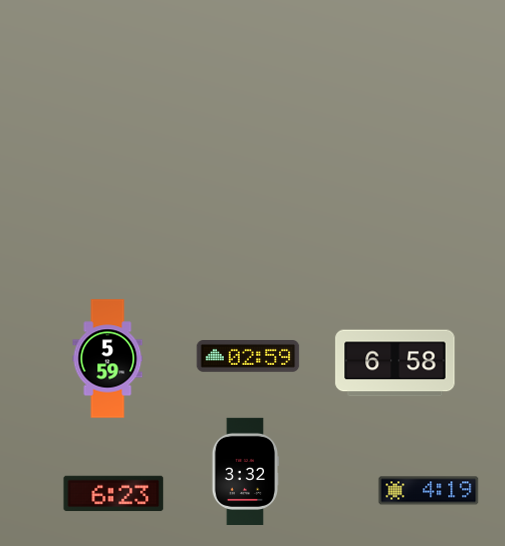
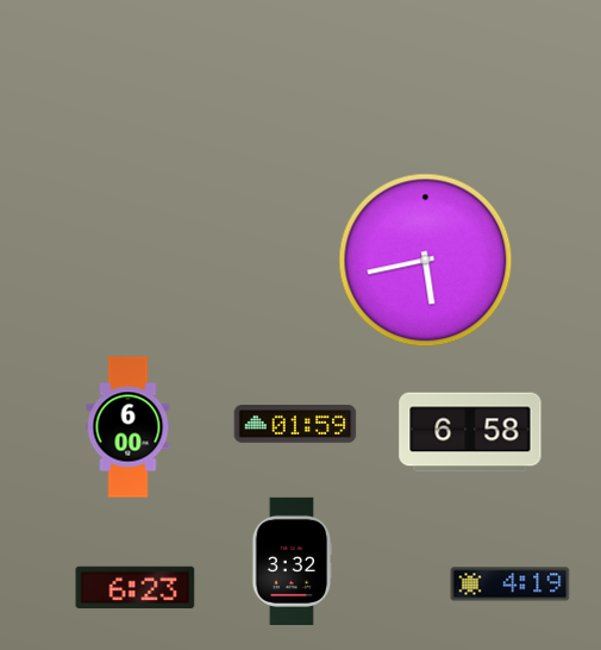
clock at (426, 261): none -> 5:43
clock at (248, 356): 02:59 -> 01:59
clock at (108, 359): 5:59 -> 6:00
